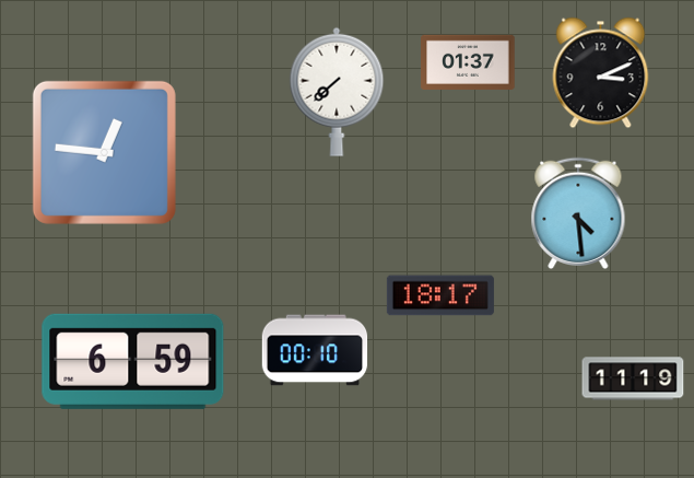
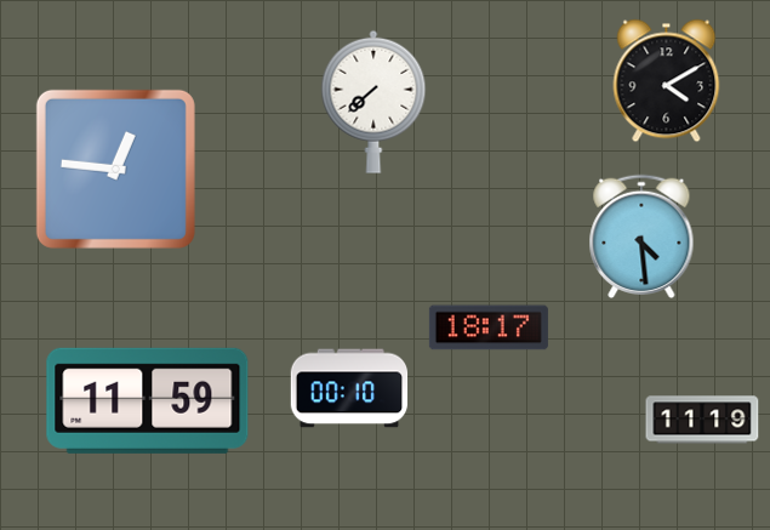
clock at (468, 62): 01:37 -> none
clock at (601, 73): 3:11 -> 4:10
clock at (133, 361): 6:59 -> 11:59
